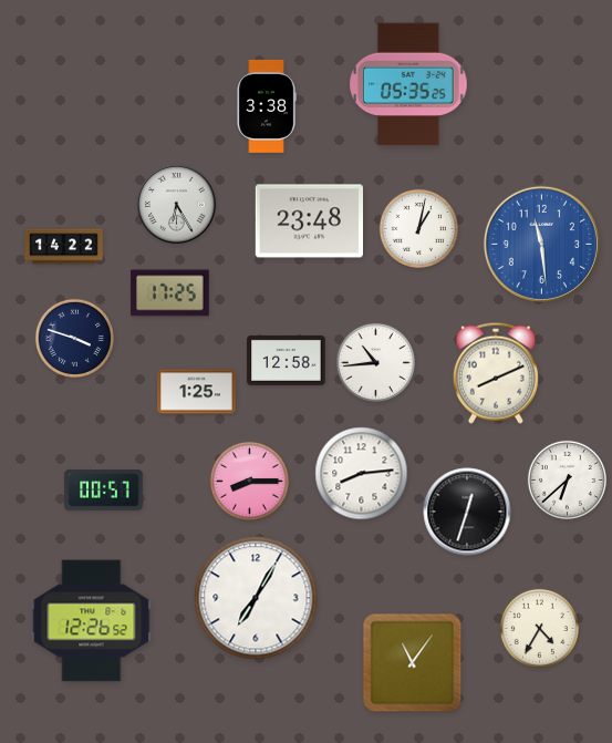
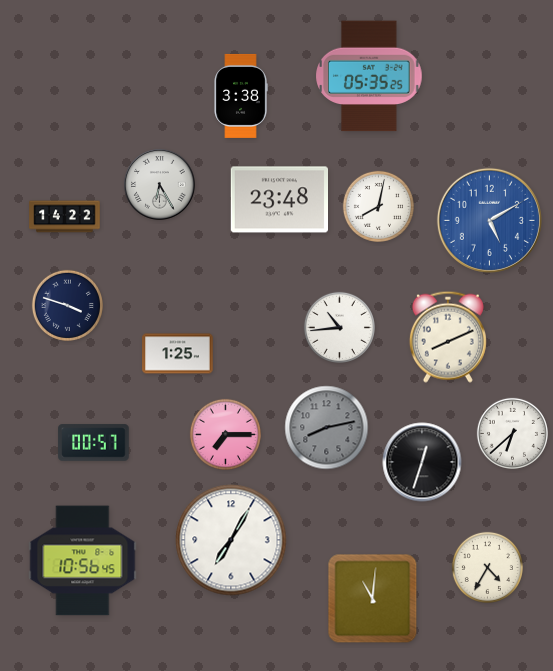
clock at (418, 228): 1:02 -> 8:02
clock at (541, 244): 11:29 -> 5:10
clock at (64, 247) position: (64, 247) -> (65, 217)
clock at (170, 293): 17:25 -> none
clock at (287, 360): 12:58 -> none
clock at (362, 474): 8:14 -> 8:13
clock at (362, 474) dial: white -> grey
clock at (249, 481): 8:15 -> 7:15
clock at (92, 621): 12:26 -> 10:56
clock at (413, 663): 11:06 -> 11:01
